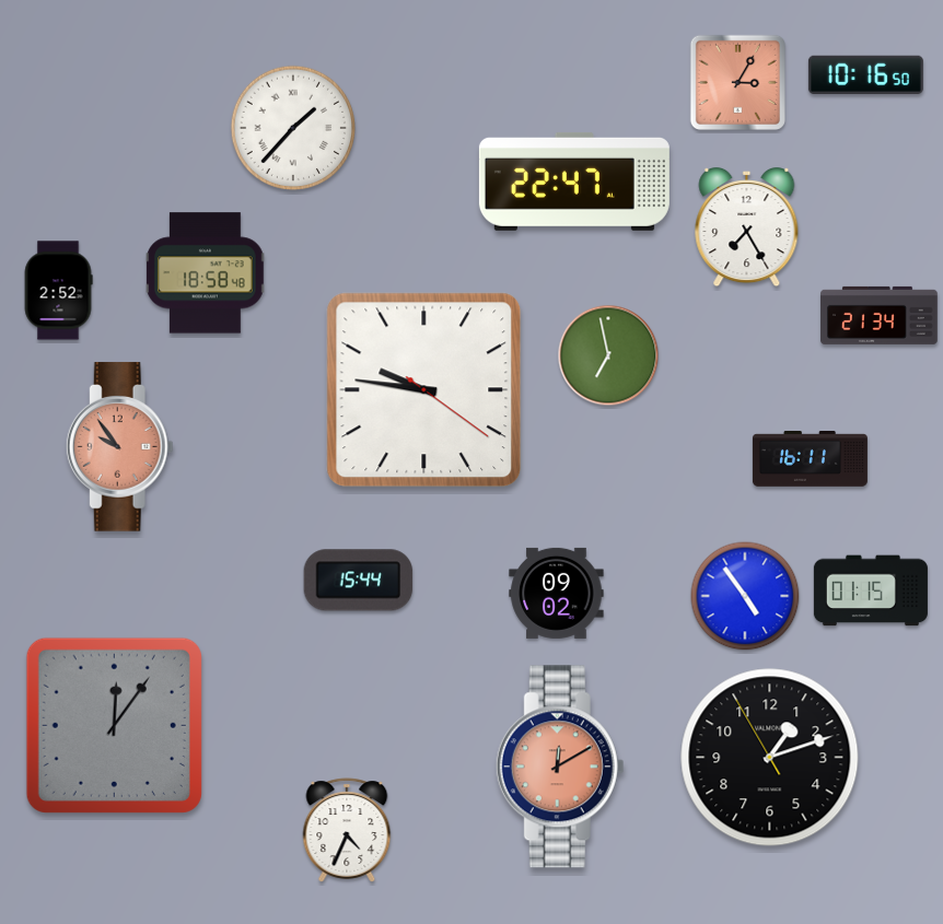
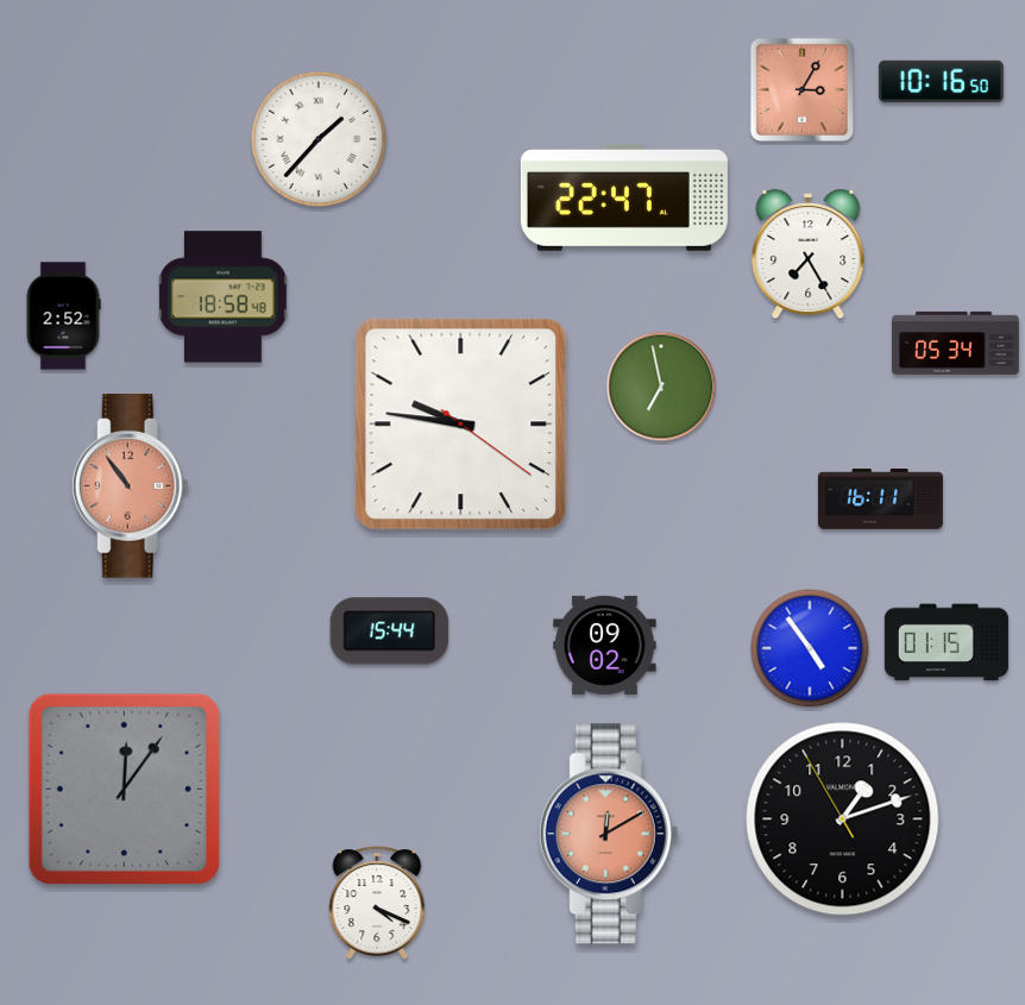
clock at (747, 227) position: (747, 227) -> (809, 255)
clock at (880, 315): 21:34 -> 05:34
clock at (119, 447): 9:54 -> 10:54
clock at (770, 758) position: (770, 758) -> (843, 819)
clock at (347, 830): 4:34 -> 4:19
